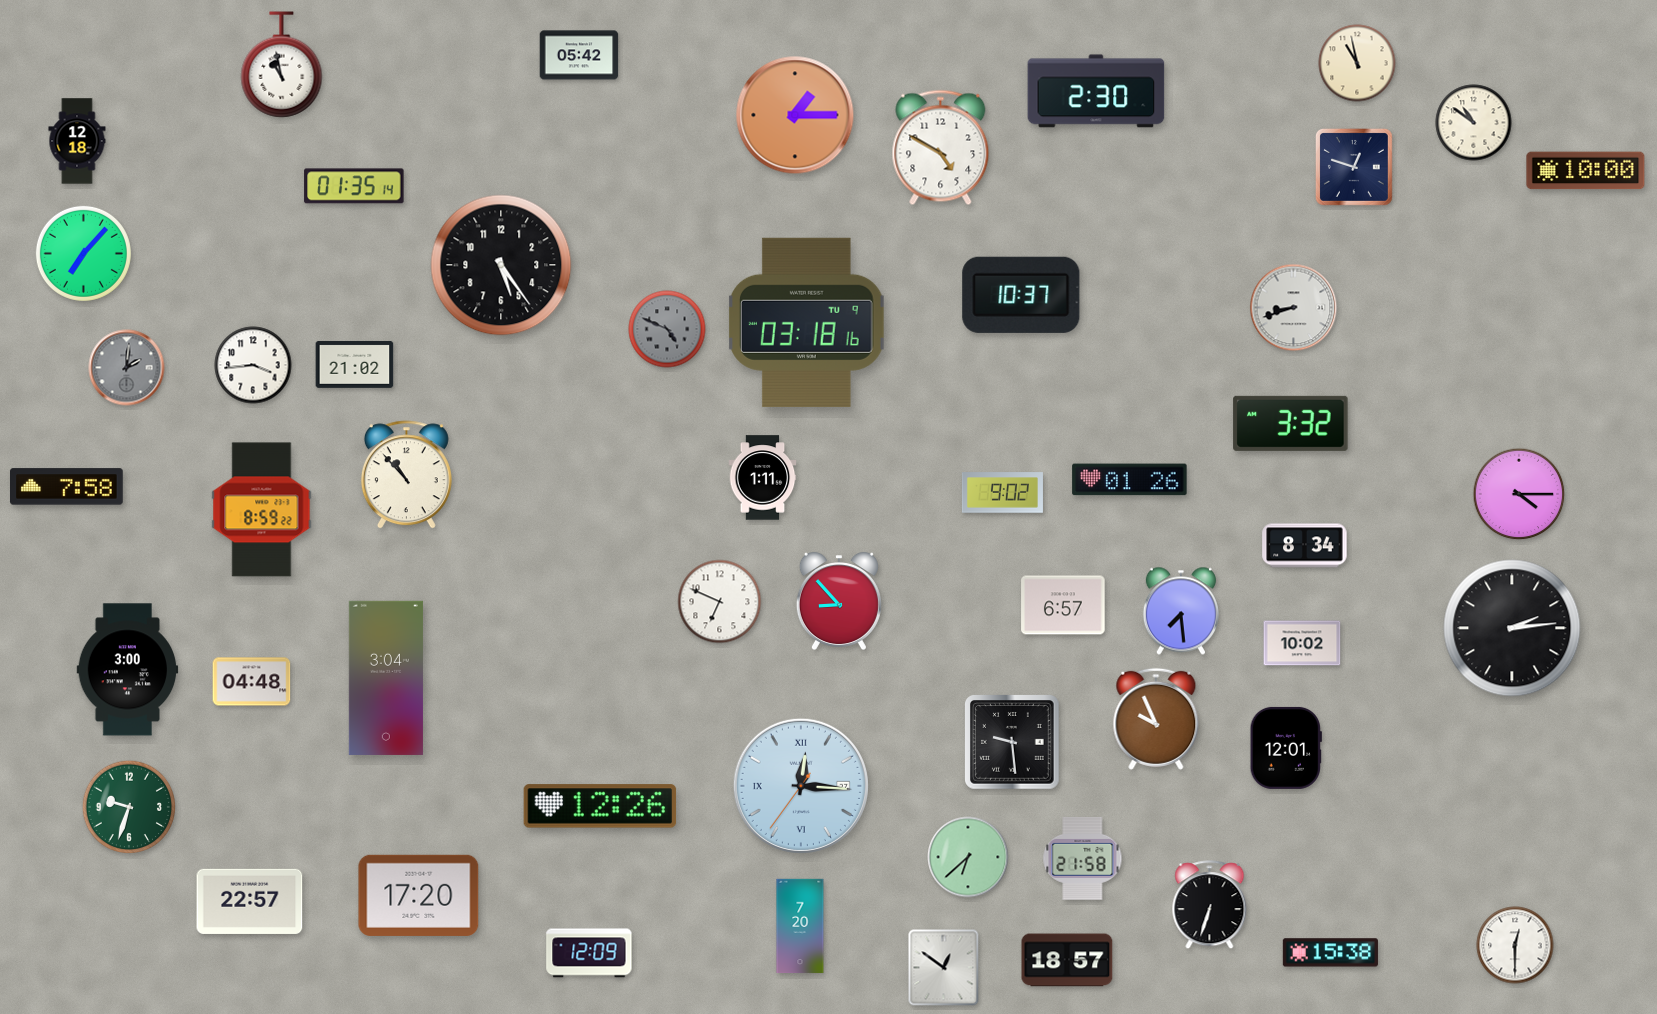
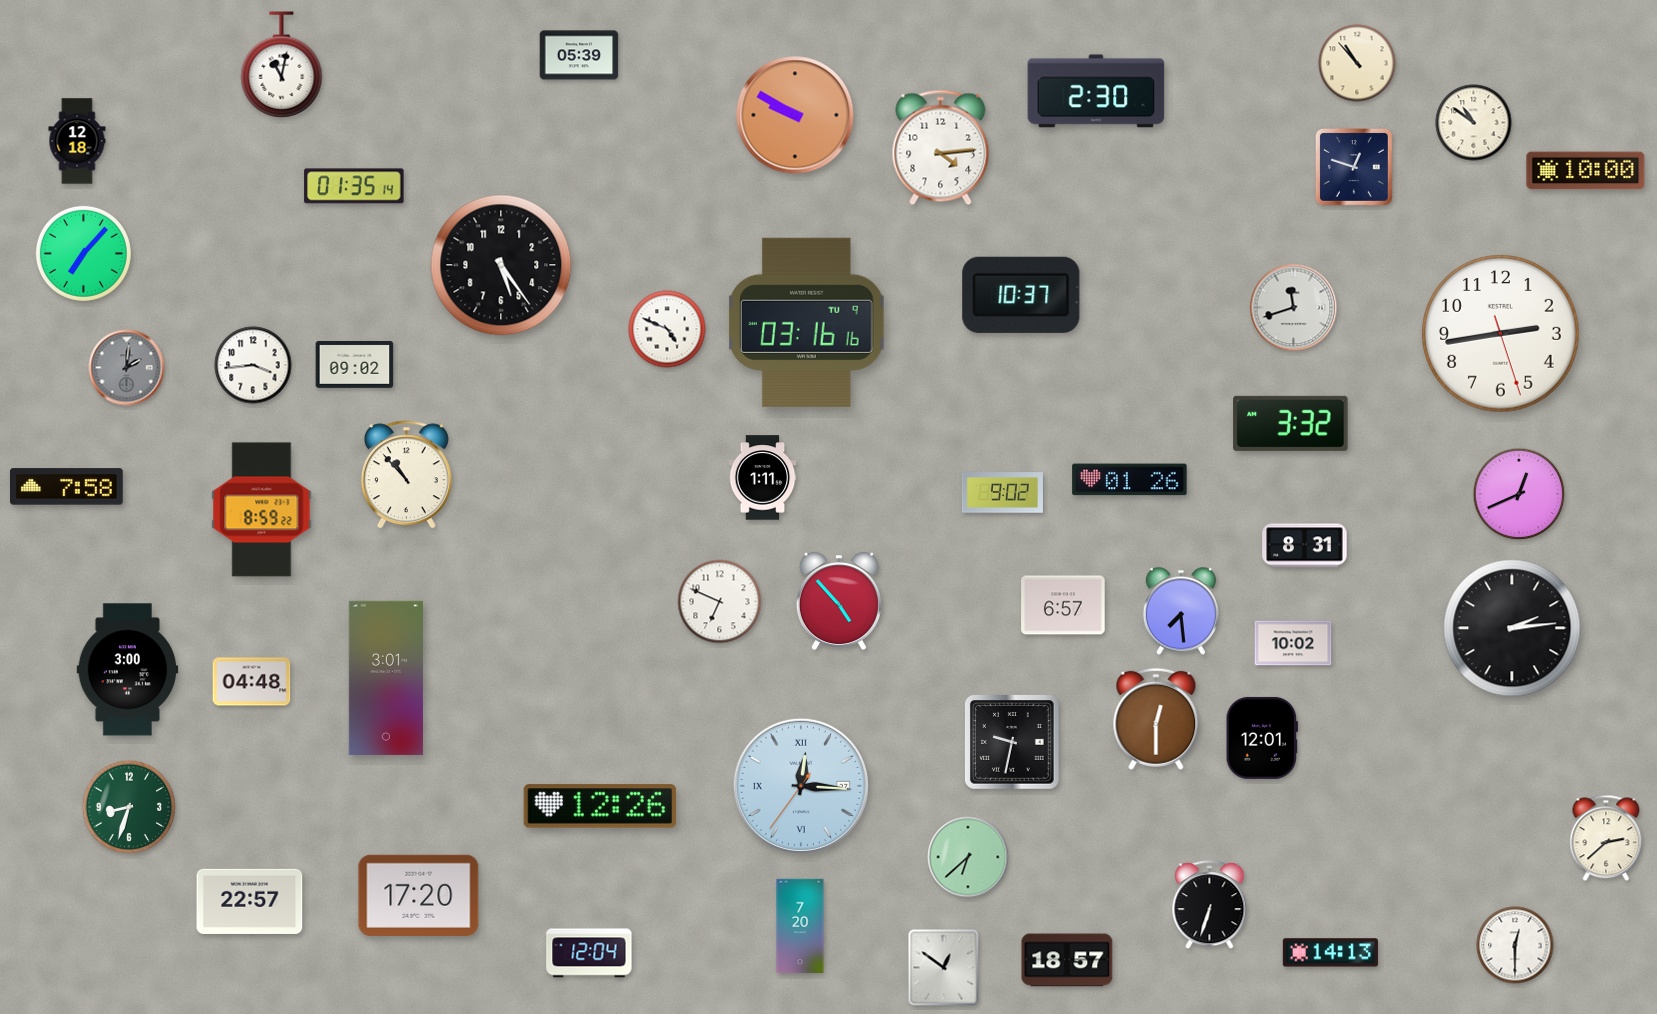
clock at (579, 55): 05:42 -> 05:39
clock at (1357, 63): 10:58 -> 10:53
clock at (282, 65): 10:58 -> 11:02
clock at (795, 115): 1:15 -> 9:50
clock at (941, 148): 4:50 -> 4:14
clock at (1294, 308): 8:42 -> 11:42
clock at (807, 322): 03:18 -> 03:16
clock at (667, 329) dial: grey -> white
clock at (1501, 334): none -> 2:43
clock at (355, 364): 21:02 -> 09:02
clock at (1519, 494): 4:15 -> 12:41
clock at (1305, 546): 8:34 -> 8:31
clock at (839, 601): 8:53 -> 4:53
clock at (1302, 643) position: (1302, 643) -> (1293, 643)
clock at (386, 678): 3:04 -> 3:01
clock at (1156, 719): 9:56 -> 12:30
clock at (1013, 743): 9:29 -> 9:32
clock at (1286, 748) position: (1286, 748) -> (1262, 738)
clock at (129, 807): 9:33 -> 8:33
clock at (1606, 838): none -> 2:38
clock at (1083, 858): 21:58 -> none
clock at (589, 953): 12:09 -> 12:04
clock at (1330, 953): 15:38 -> 14:13
